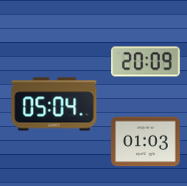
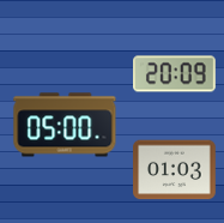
clock at (54, 104): 05:04 -> 05:00
